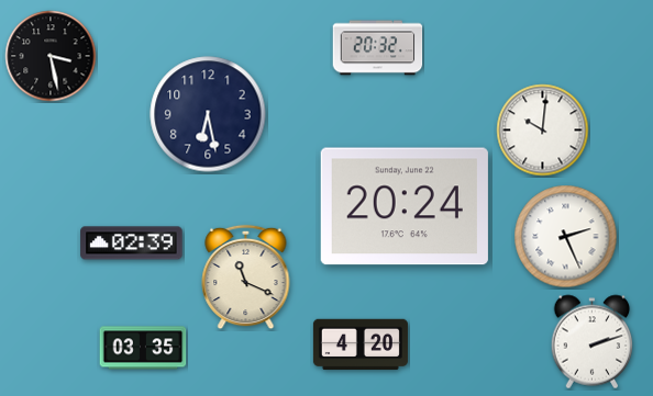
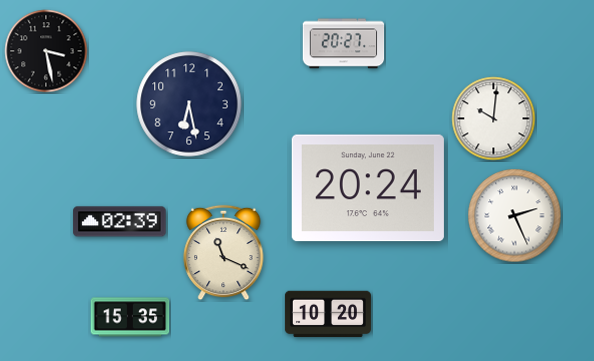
clock at (378, 48): 20:32 -> 20:27
clock at (593, 342): 2:12 -> none
clock at (361, 344): 4:20 -> 10:20
clock at (143, 348): 03:35 -> 15:35
